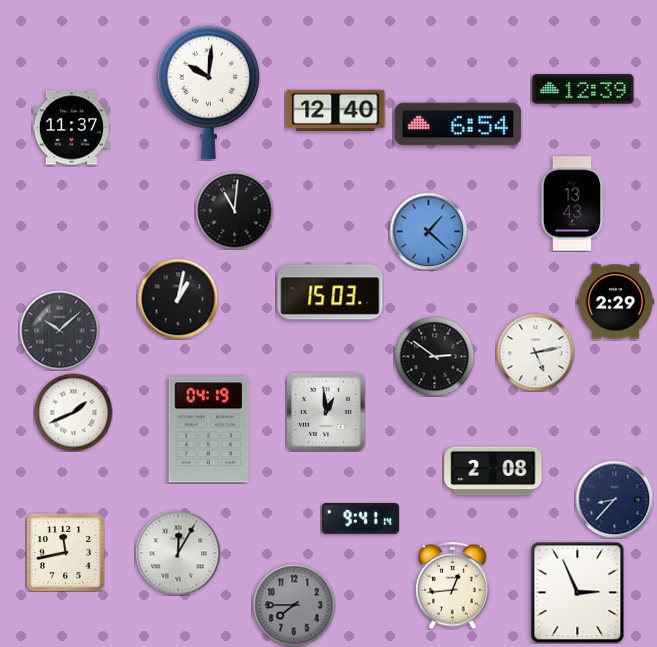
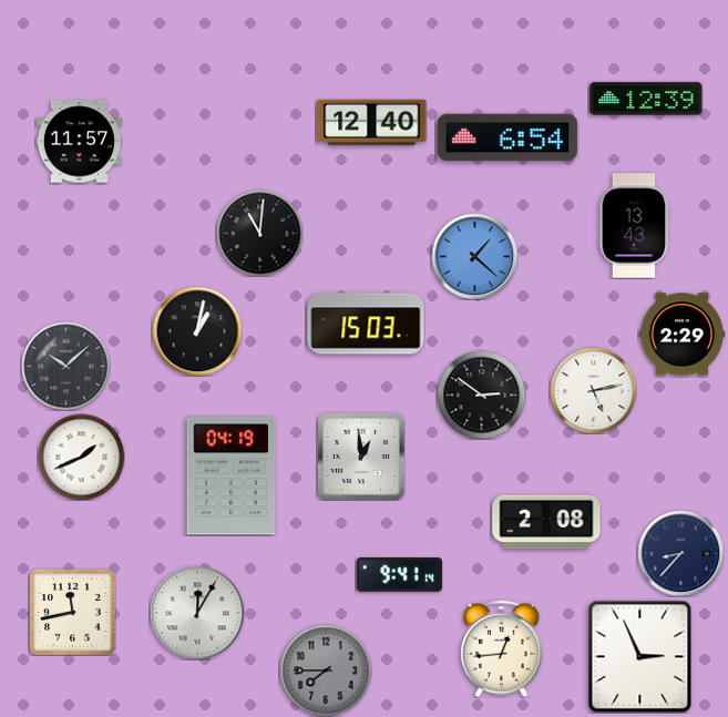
clock at (208, 92): 10:01 -> none
clock at (71, 128): 11:37 -> 11:57
